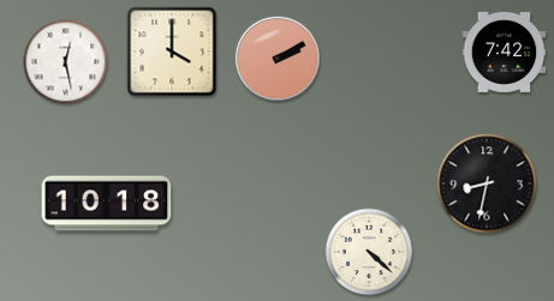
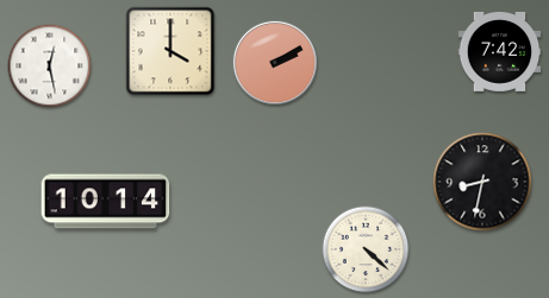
clock at (276, 58) position: (276, 58) -> (274, 62)
clock at (66, 62) position: (66, 62) -> (50, 66)
clock at (107, 204): 10:18 -> 10:14
